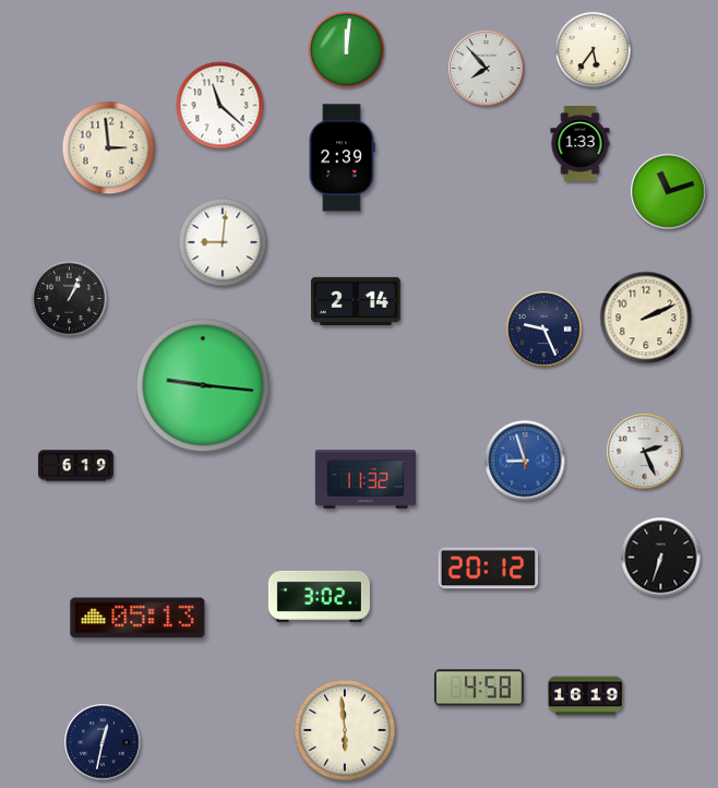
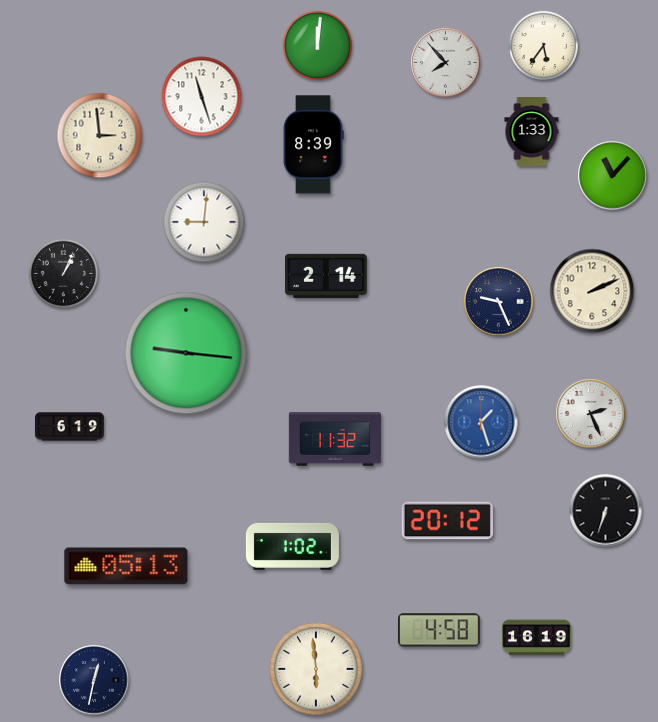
clock at (220, 106): 11:22 -> 11:27
clock at (342, 158): 2:39 -> 8:39
clock at (669, 192): 11:12 -> 11:07
clock at (525, 461): 8:57 -> 1:27
clock at (319, 596): 3:02 -> 1:02
